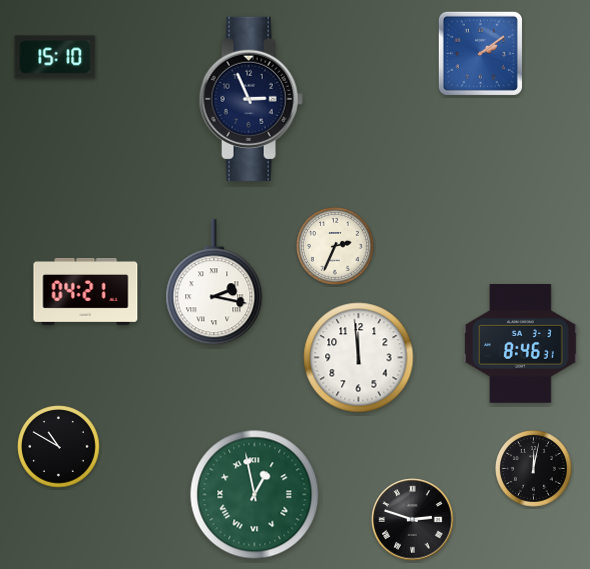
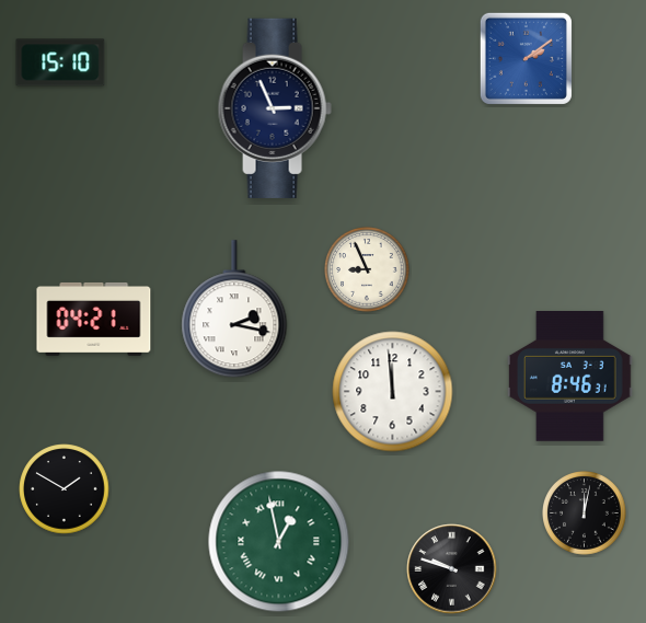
clock at (336, 247): 2:34 -> 8:56
clock at (59, 447): 10:50 -> 1:50
clock at (413, 520): 2:48 -> 9:48
